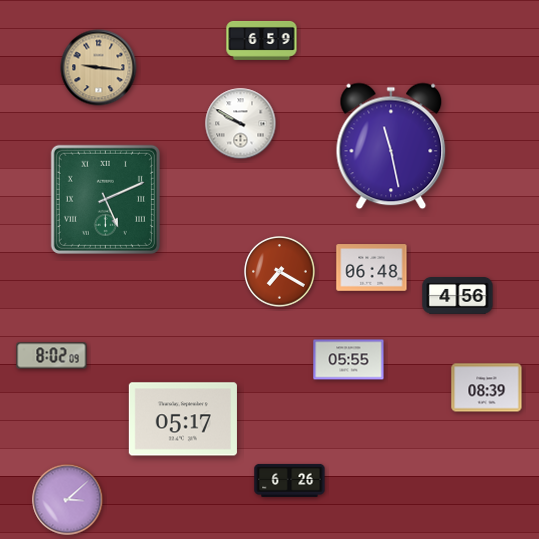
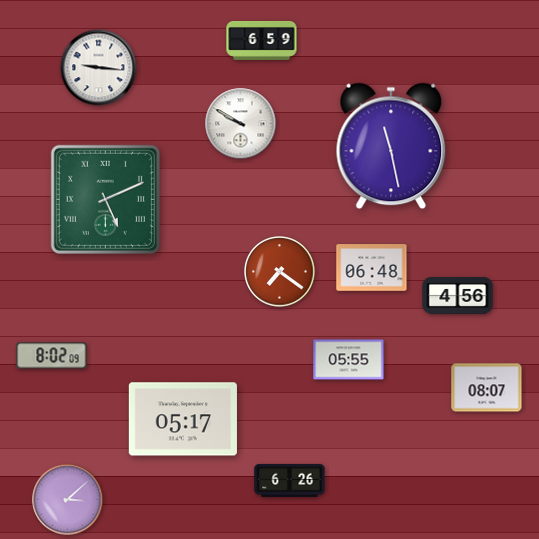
clock at (99, 68) dial: champagne -> white
clock at (280, 272): 7:20 -> 7:21
clock at (487, 388): 08:39 -> 08:07
